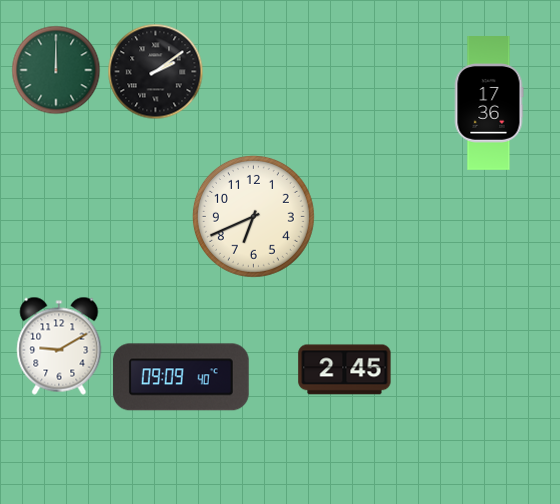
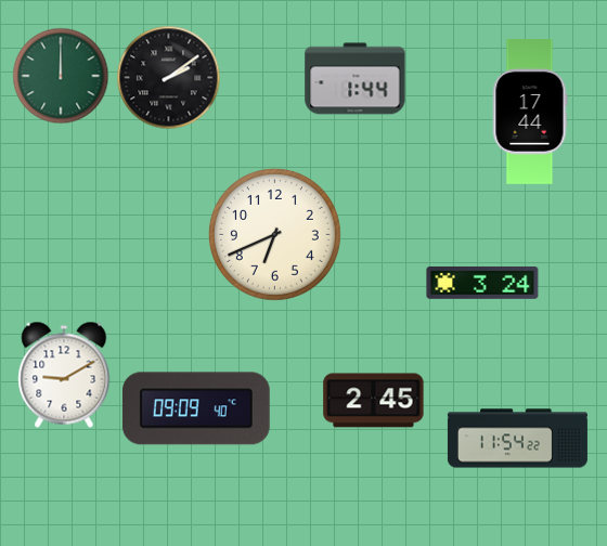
clock at (356, 79): none -> 1:44
clock at (489, 104): 17:36 -> 17:44
clock at (482, 283): none -> 3:24
clock at (517, 439): none -> 11:54
